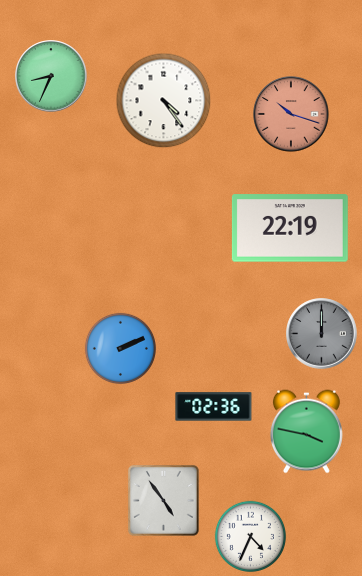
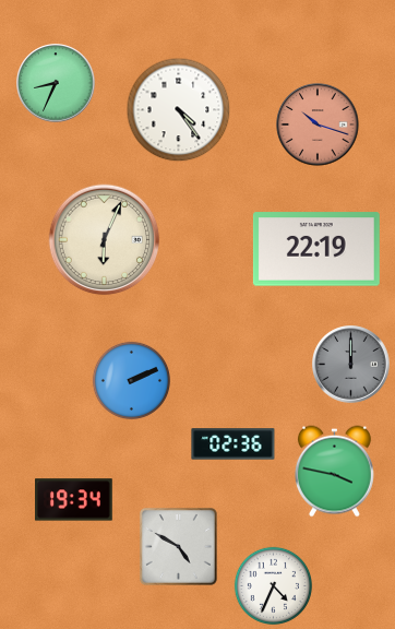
clock at (105, 240): none -> 6:04
clock at (74, 500): none -> 19:34
clock at (163, 500): 4:54 -> 4:50
